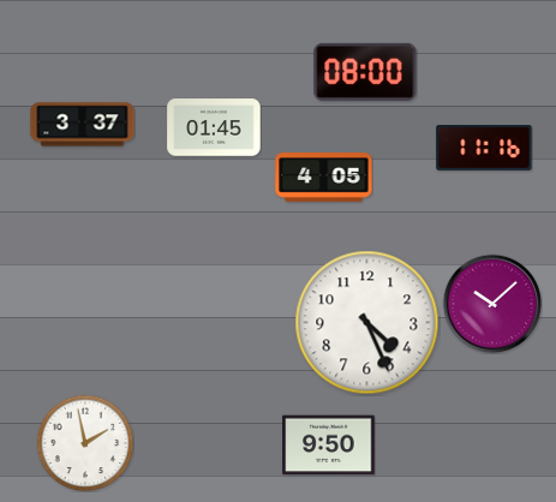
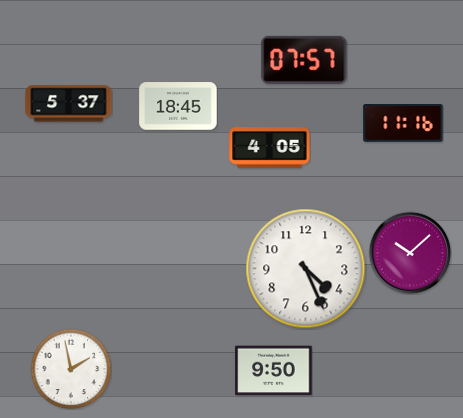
clock at (365, 72): 08:00 -> 07:57
clock at (83, 125): 3:37 -> 5:37
clock at (214, 127): 01:45 -> 18:45
